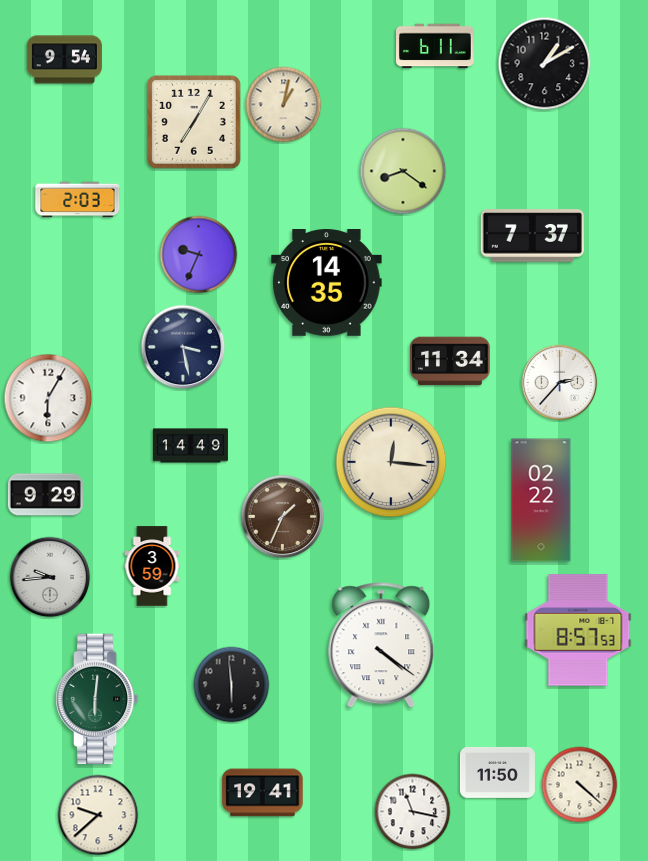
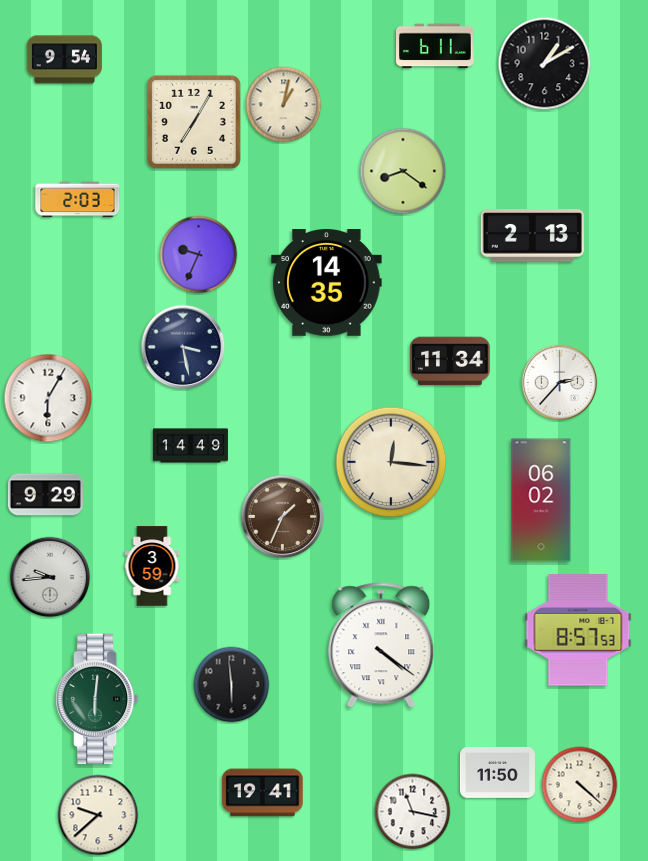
clock at (532, 236): 7:37 -> 2:13
clock at (541, 500): 02:22 -> 06:02
